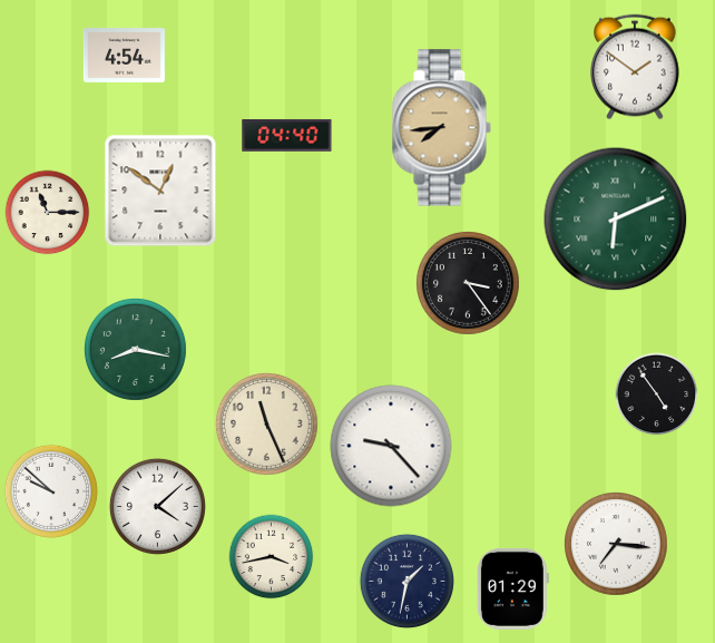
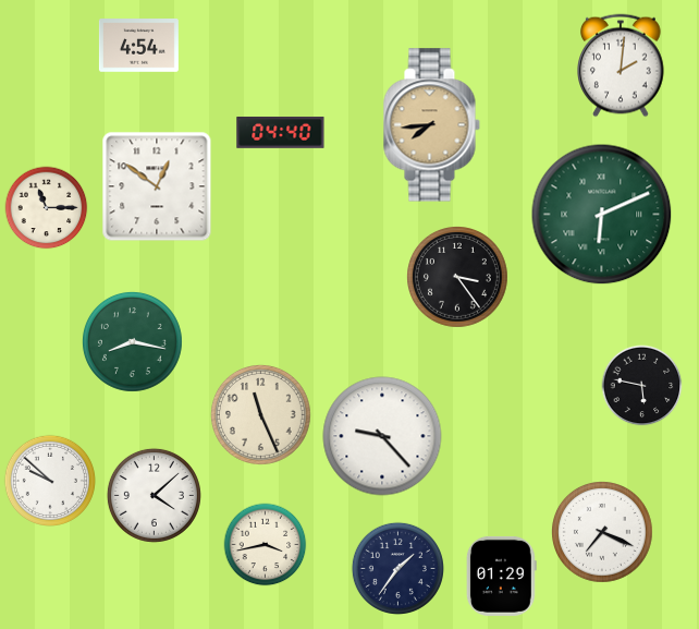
clock at (124, 56) position: (124, 56) -> (138, 46)
clock at (635, 67): 1:51 -> 2:01
clock at (657, 394): 4:54 -> 5:47
clock at (617, 545): 7:16 -> 7:19
clock at (407, 581): 1:32 -> 1:36
